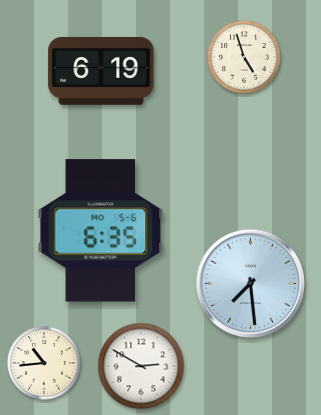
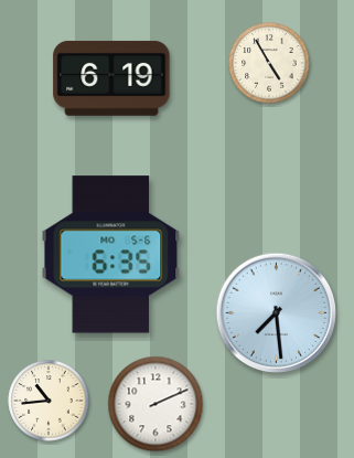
clock at (244, 57): 4:57 -> 4:55
clock at (141, 366): 2:50 -> 2:11
